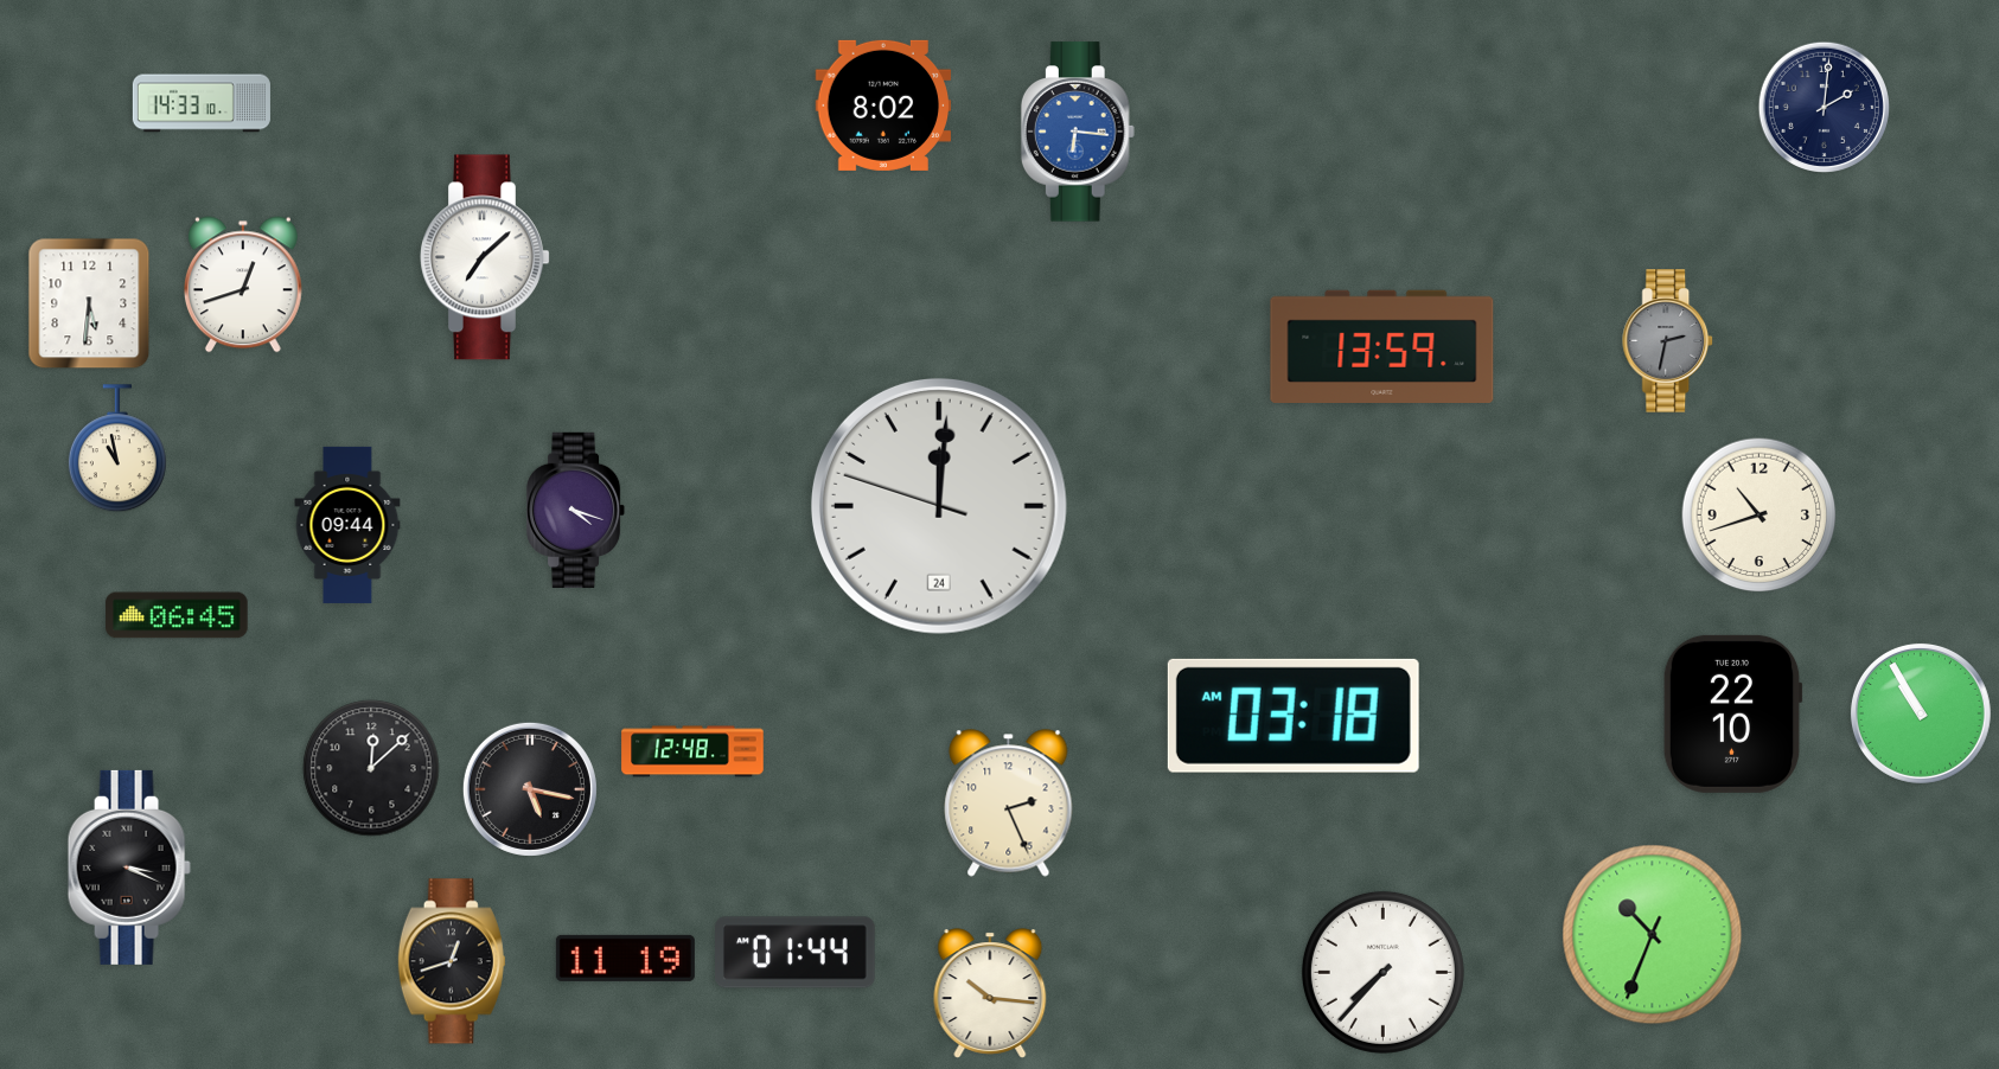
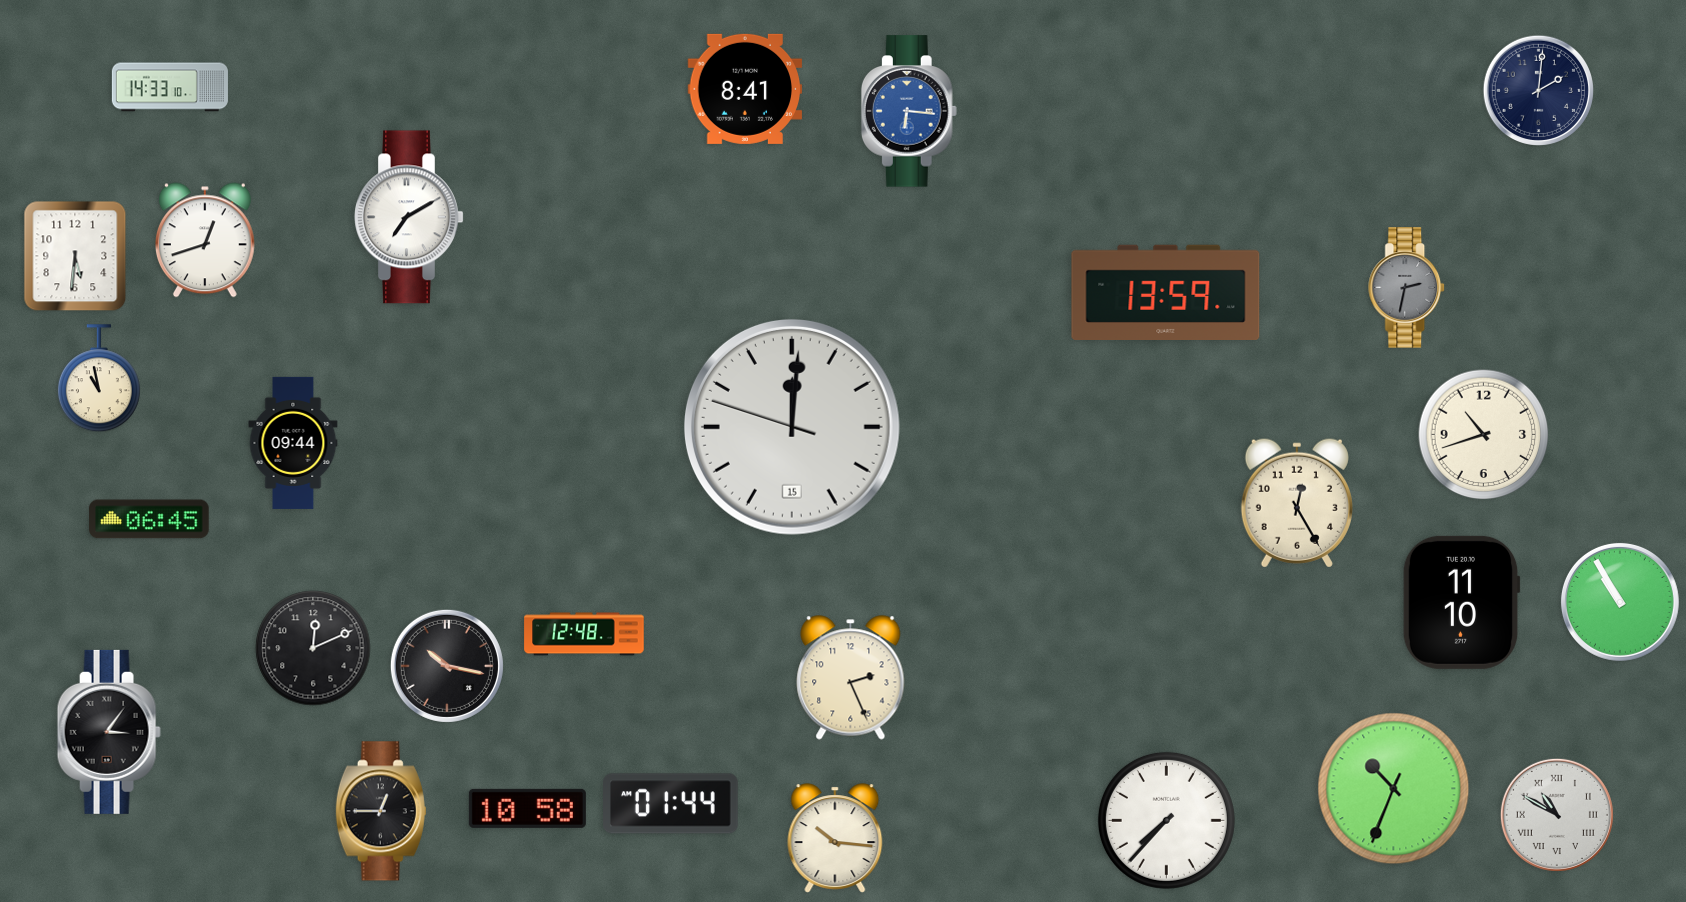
clock at (883, 105): 8:02 -> 8:41
clock at (485, 257): 7:08 -> 7:10
clock at (939, 506) date: 24 -> 15
clock at (576, 510): 4:18 -> none
clock at (1297, 503): none -> 12:25
clock at (1732, 713): 22:10 -> 11:10
clock at (1294, 716): 03:18 -> none
clock at (371, 768): 12:08 -> 12:11
clock at (530, 789): 5:17 -> 10:17
clock at (129, 868): 3:19 -> 3:06
clock at (625, 958): 11:19 -> 10:58
clock at (452, 961): 12:42 -> 12:45
clock at (1557, 815): none -> 10:50
